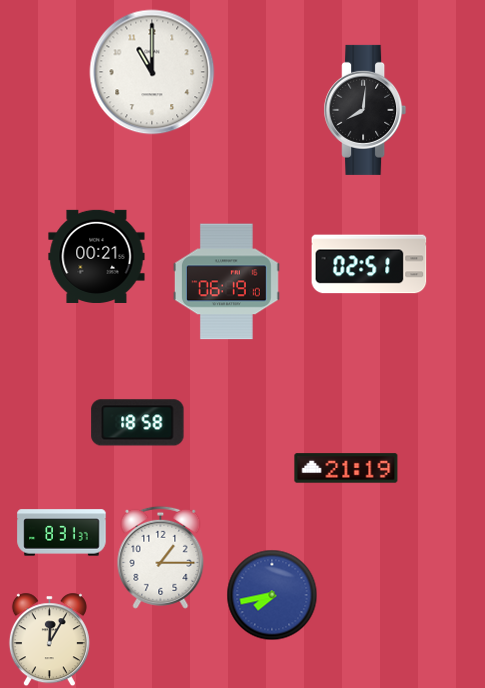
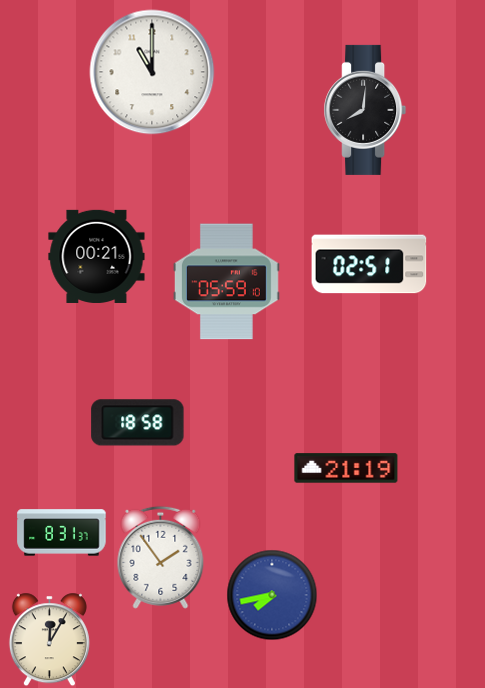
clock at (226, 282): 06:19 -> 05:59
clock at (161, 557): 1:15 -> 1:54
